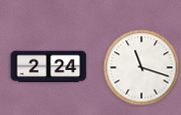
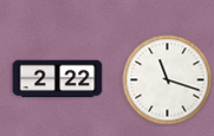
clock at (49, 67): 2:24 -> 2:22
